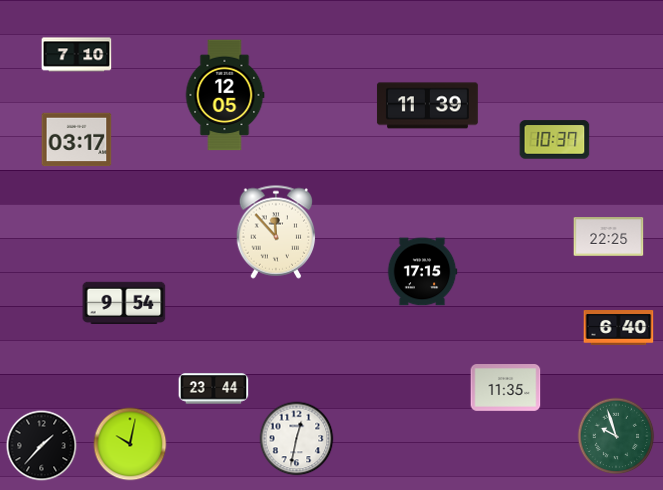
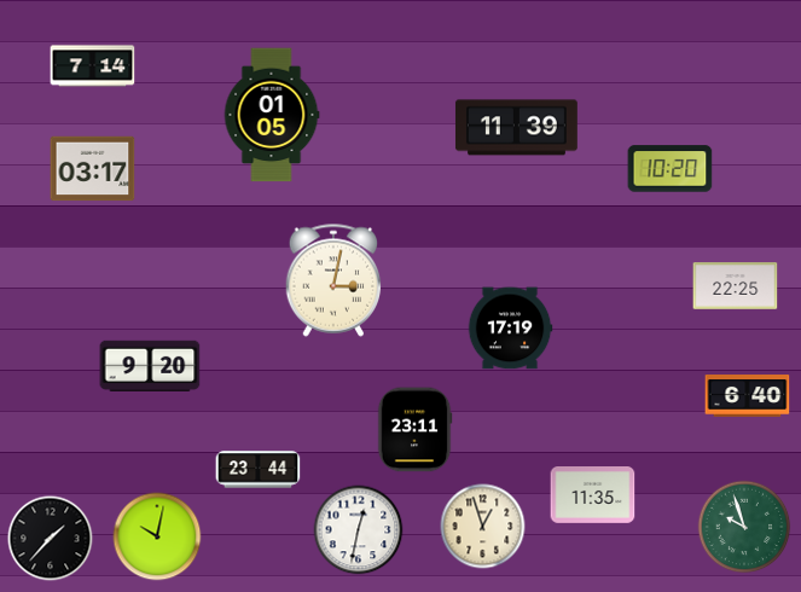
clock at (77, 55): 7:10 -> 7:14
clock at (225, 95): 12:05 -> 01:05
clock at (555, 140): 10:37 -> 10:20
clock at (276, 232): 11:53 -> 3:02
clock at (422, 272): 17:15 -> 17:19
clock at (124, 302): 9:54 -> 9:20
clock at (414, 430): none -> 23:11
clock at (506, 388) position: (506, 388) -> (593, 495)
clock at (483, 527): none -> 12:57
